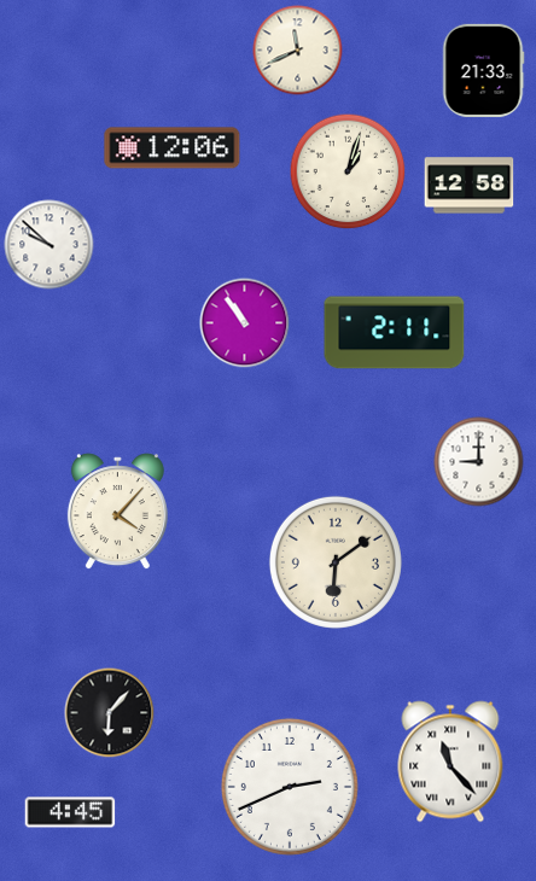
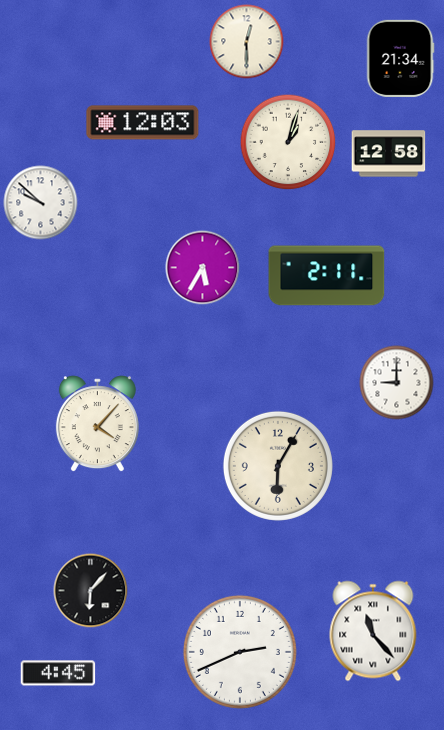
clock at (298, 51): 11:41 -> 12:30
clock at (483, 70): 21:33 -> 21:34
clock at (173, 148): 12:06 -> 12:03
clock at (245, 323): 10:54 -> 5:35
clock at (336, 562): 6:09 -> 6:05
